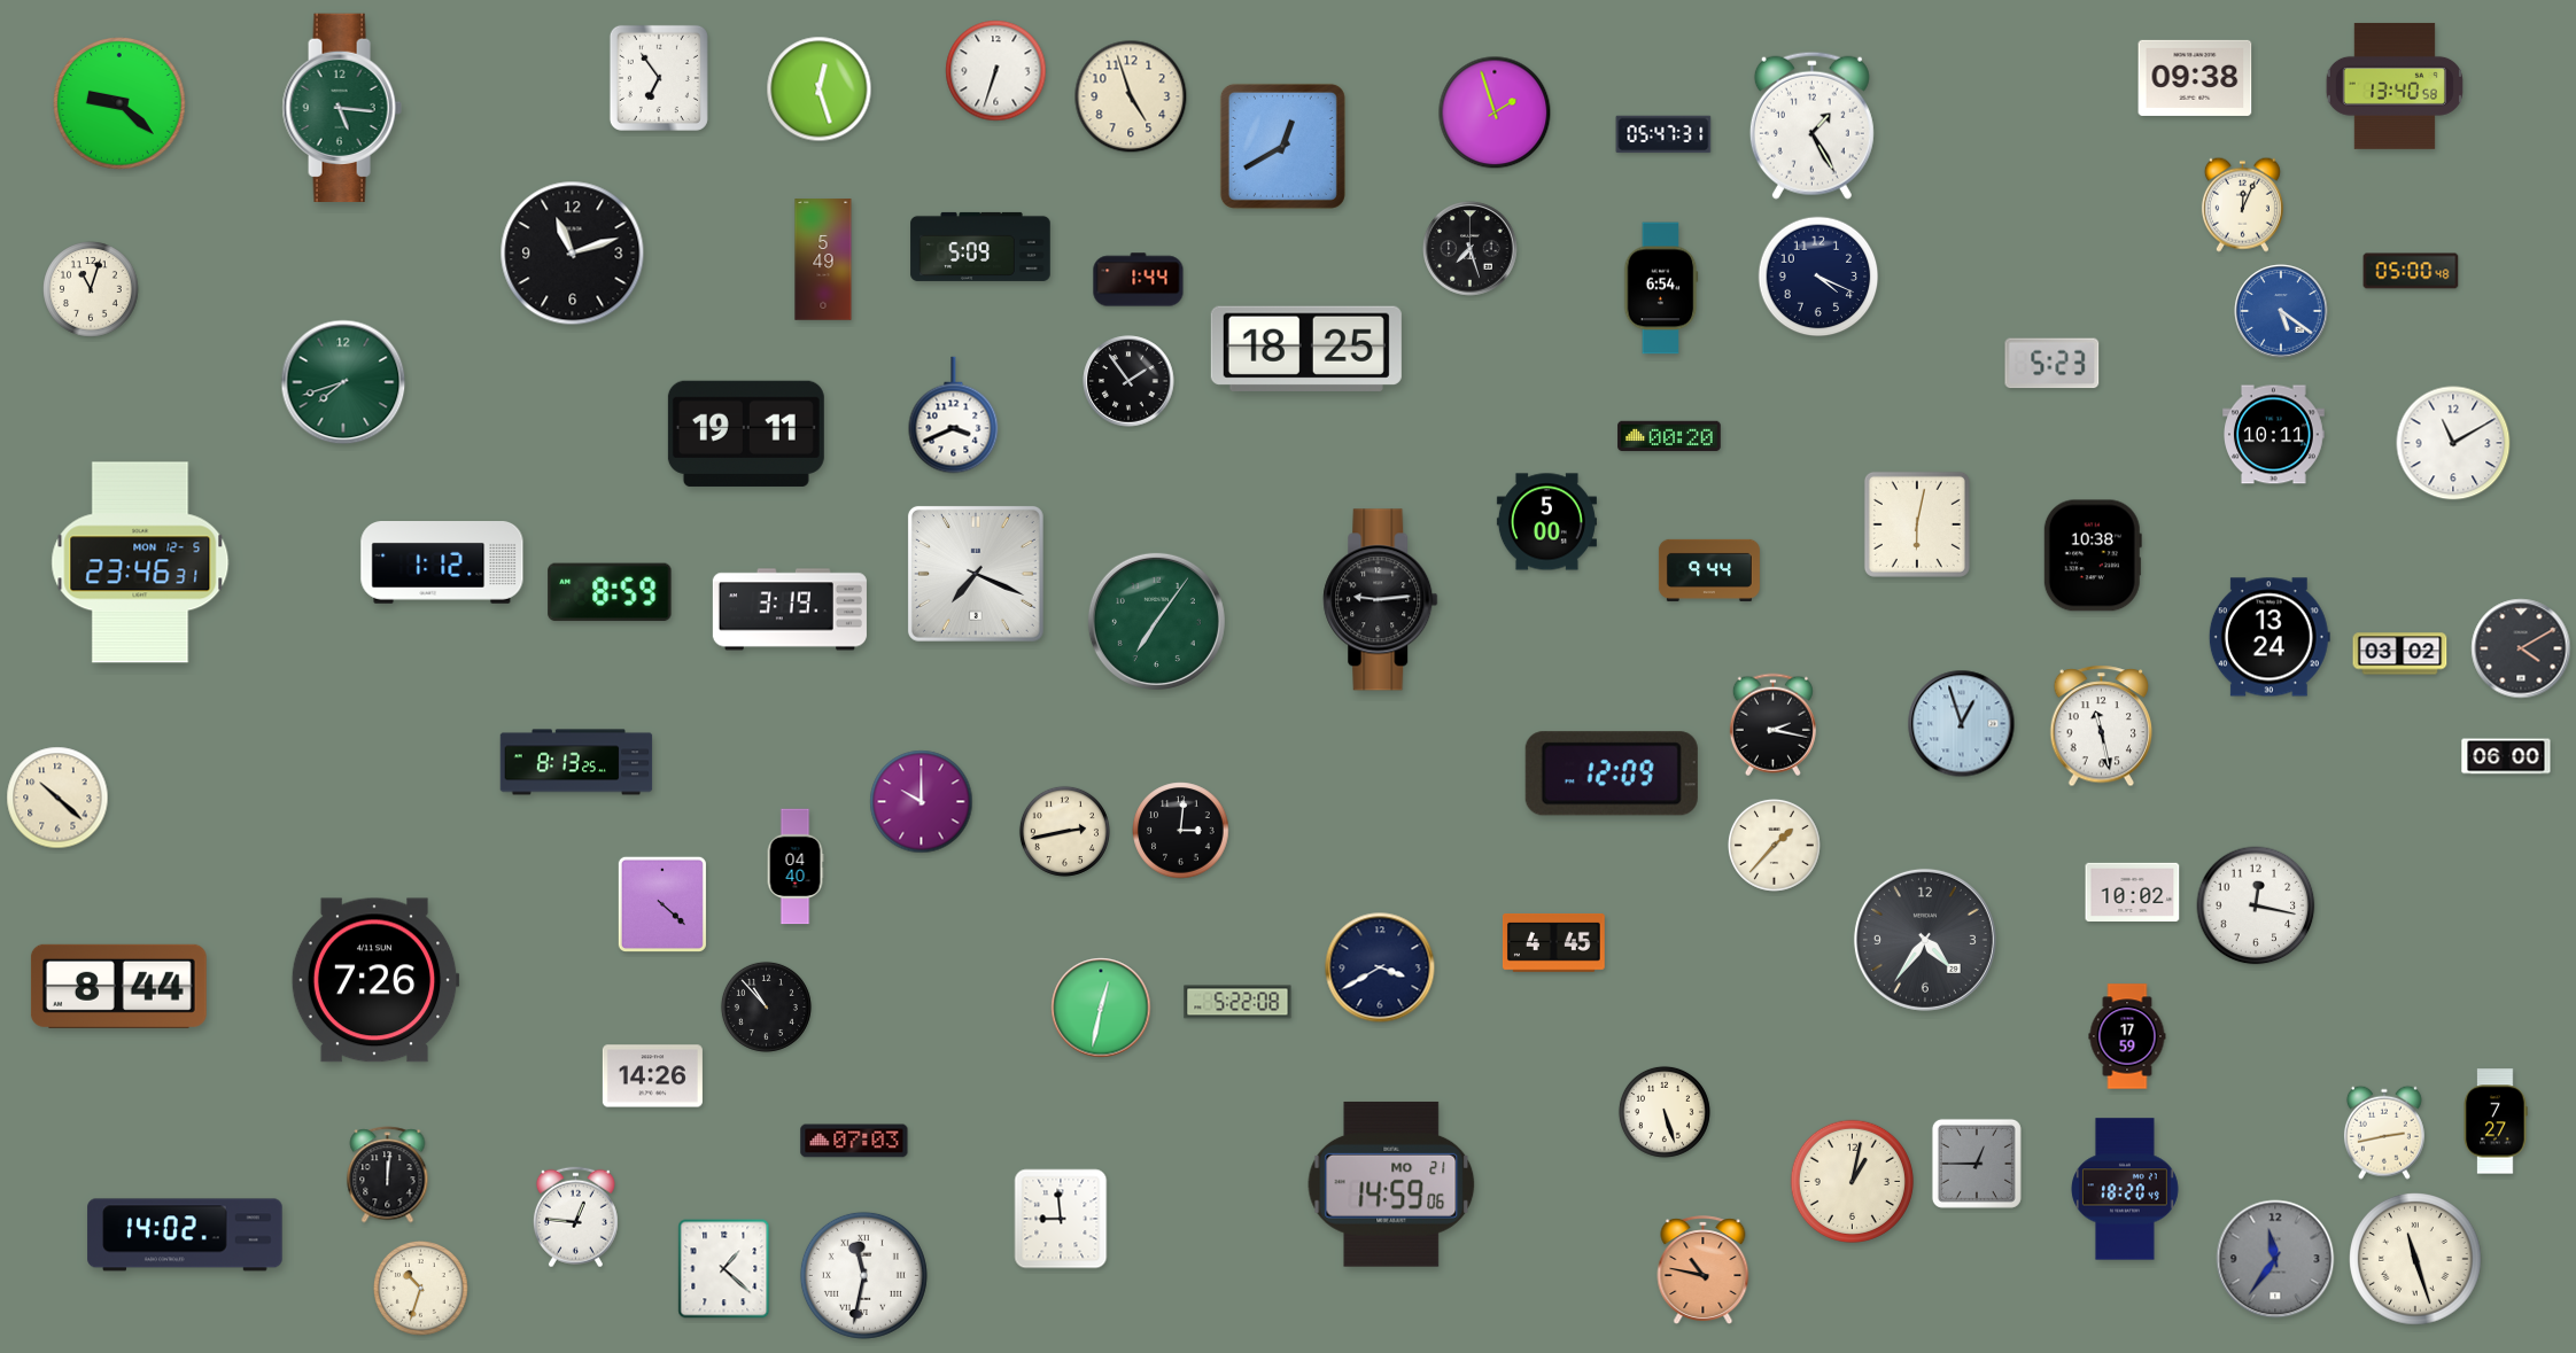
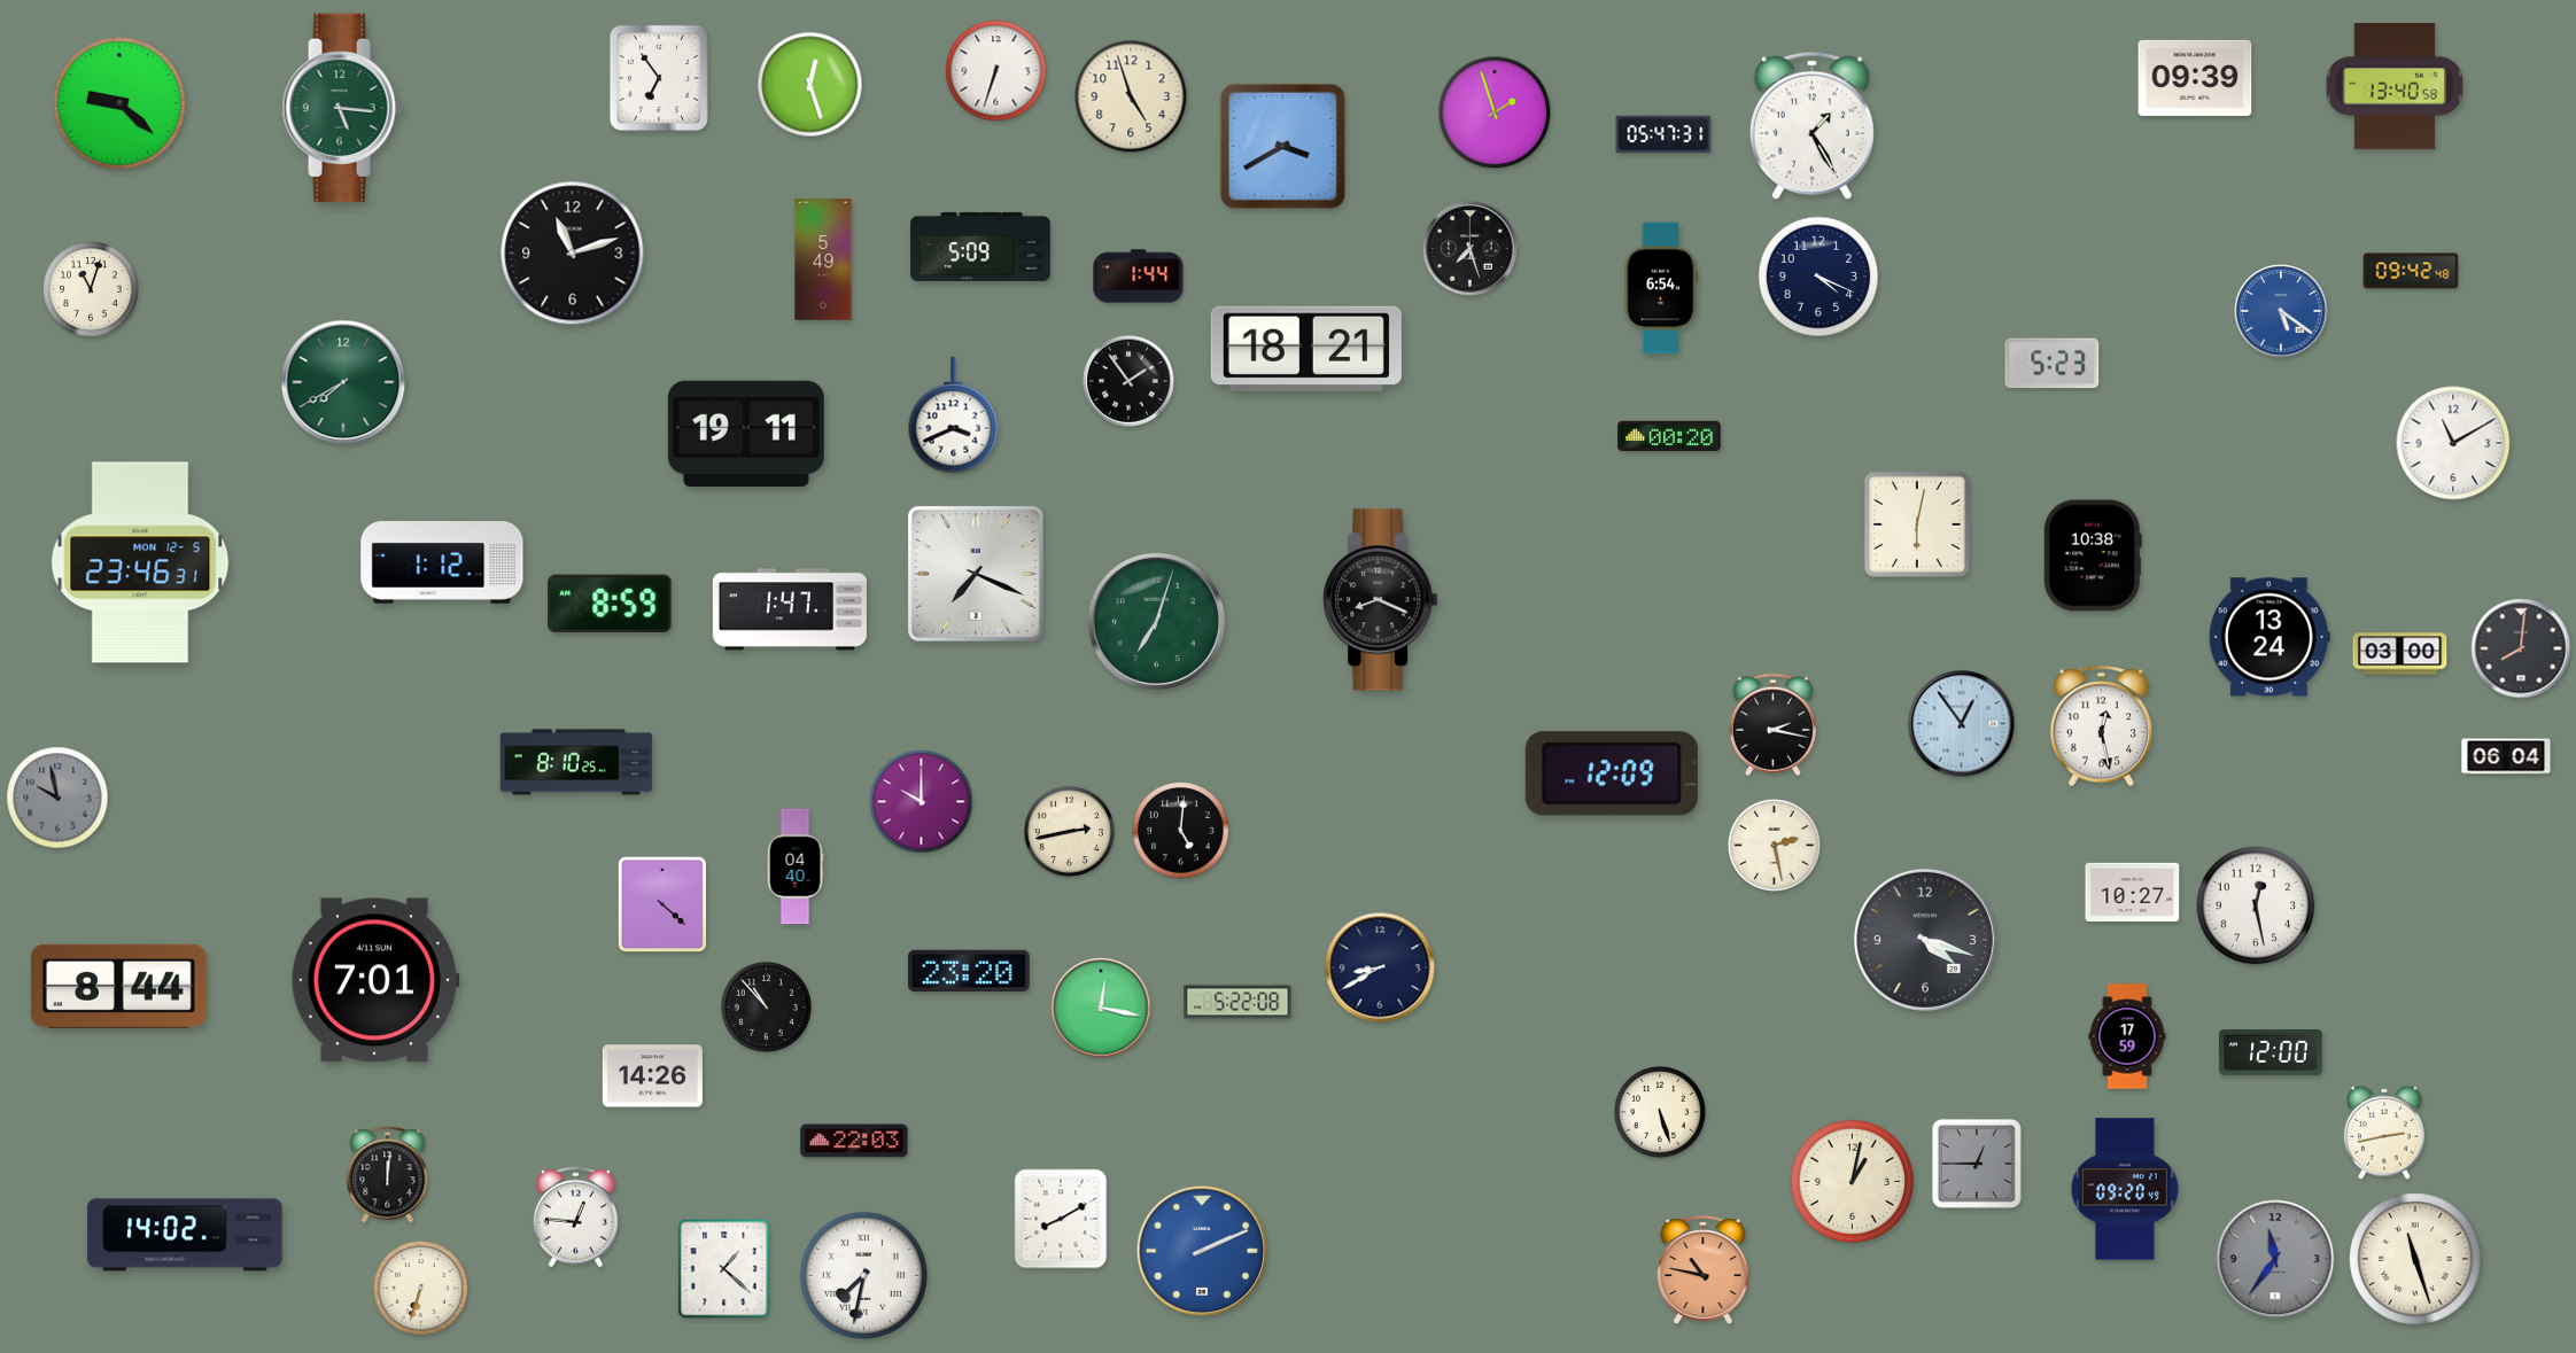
clock at (2195, 78): 09:38 -> 09:39
clock at (820, 90) position: (820, 90) -> (810, 85)
clock at (1282, 146): 12:40 -> 3:40
clock at (2242, 204): 12:04 -> none
clock at (2411, 271): 05:00 -> 09:42
clock at (1139, 280) position: (1139, 280) -> (1139, 277)
clock at (1306, 349): 18:25 -> 18:21
clock at (343, 382): 7:42 -> 7:40
clock at (2274, 435): 10:11 -> none
clock at (1546, 522): 5:00 -> none
clock at (1709, 570): 9:44 -> none
clock at (610, 592) position: (610, 592) -> (610, 604)
clock at (1381, 600): 9:14 -> 8:19
clock at (790, 609): 3:19 -> 1:47
clock at (1156, 621): 7:06 -> 7:03
clock at (2521, 648): 4:10 -> 8:01
clock at (2400, 654): 03:02 -> 03:00
clock at (1962, 724): 12:57 -> 12:54
clock at (2102, 726): 11:28 -> 12:28
clock at (2506, 756): 06:00 -> 06:04
clock at (576, 762): 8:13 -> 8:10
clock at (57, 798): 10:22 -> 9:58
clock at (57, 798) dial: cream -> grey
clock at (1064, 831) position: (1064, 831) -> (1069, 831)
clock at (1181, 831): 3:01 -> 5:01
clock at (1774, 845): 1:37 -> 2:28
clock at (2133, 892): 10:02 -> 10:27
clock at (2256, 905): 12:17 -> 12:28
clock at (1925, 940): 4:36 -> 4:18
clock at (1553, 943): 4:45 -> none
clock at (1380, 967): 3:40 -> 8:40
clock at (969, 971): none -> 23:20
clock at (375, 980): 7:26 -> 7:01
clock at (1101, 1008): 12:32 -> 12:17
clock at (2271, 1052): none -> 12:00
clock at (1665, 1112) position: (1665, 1112) -> (1660, 1112)
clock at (2496, 1121): 7:27 -> none
clock at (854, 1141): 07:03 -> 22:03
clock at (1391, 1184): 14:59 -> none
clock at (2125, 1189): 18:20 -> 09:20
clock at (1061, 1219): 8:59 -> 8:10
clock at (1202, 1251): none -> 2:11
clock at (863, 1275): 11:32 -> 7:32
clock at (421, 1289): 10:33 -> 6:33
